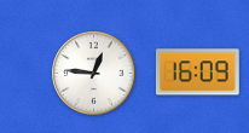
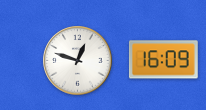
clock at (94, 74): 12:46 -> 12:48
